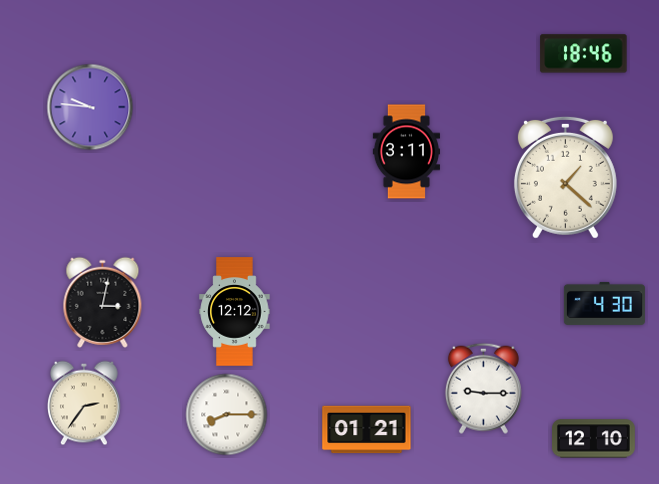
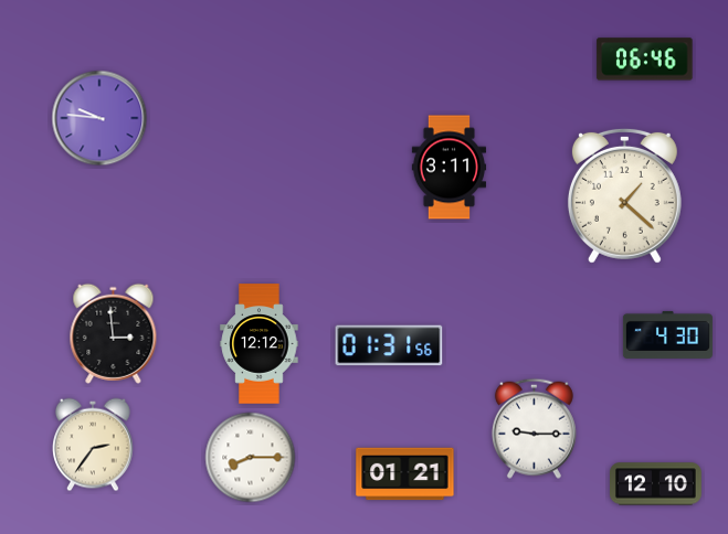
clock at (584, 54): 18:46 -> 06:46
clock at (103, 302): 3:02 -> 2:59
clock at (389, 345): none -> 01:31
